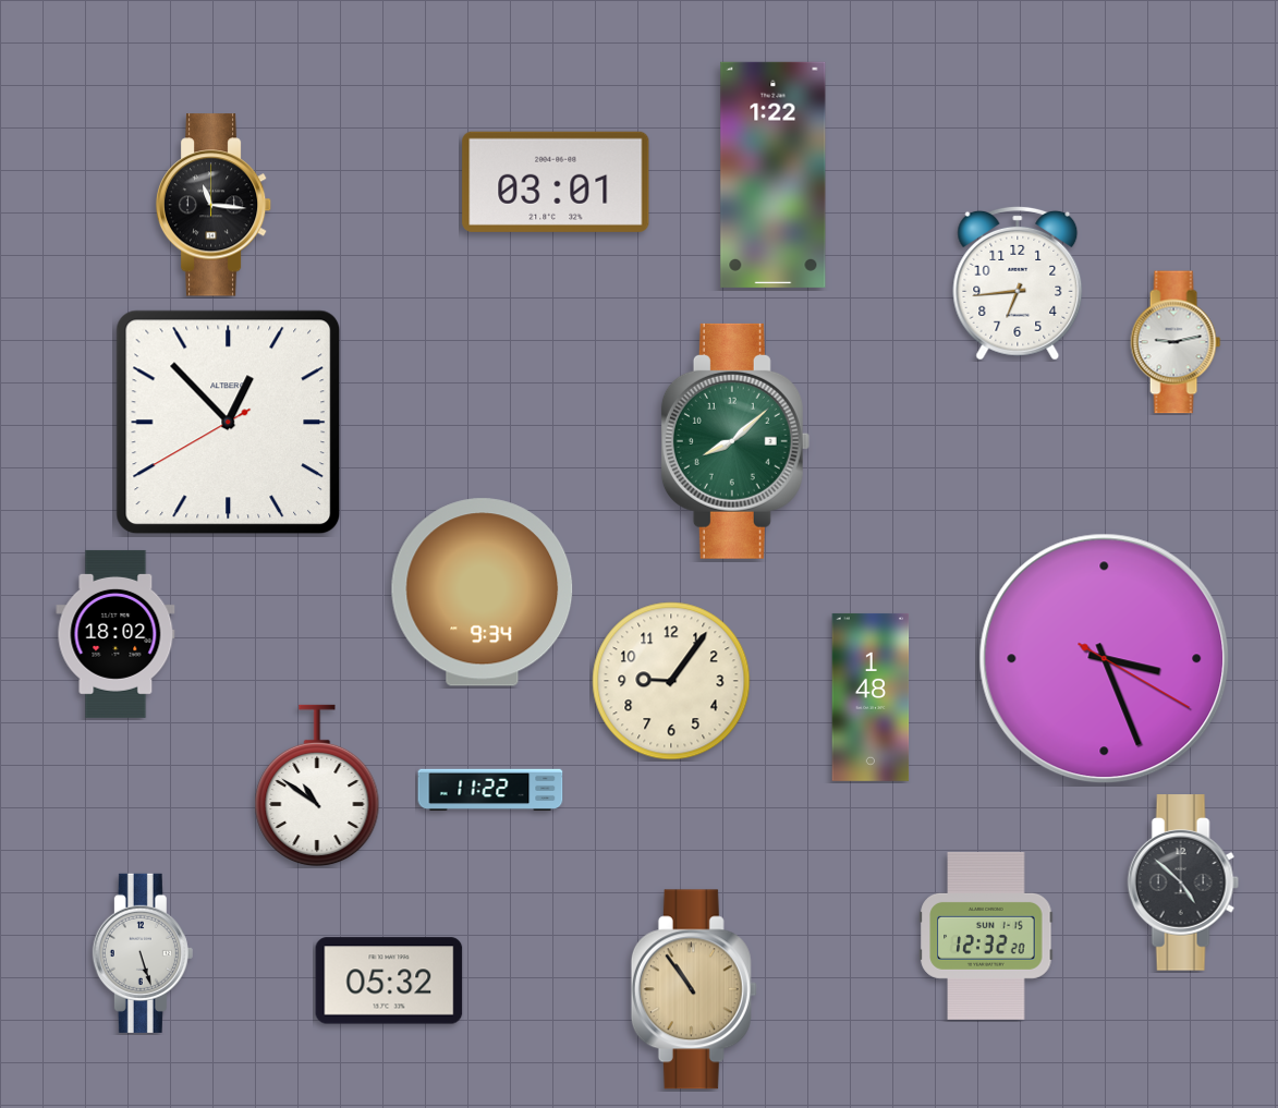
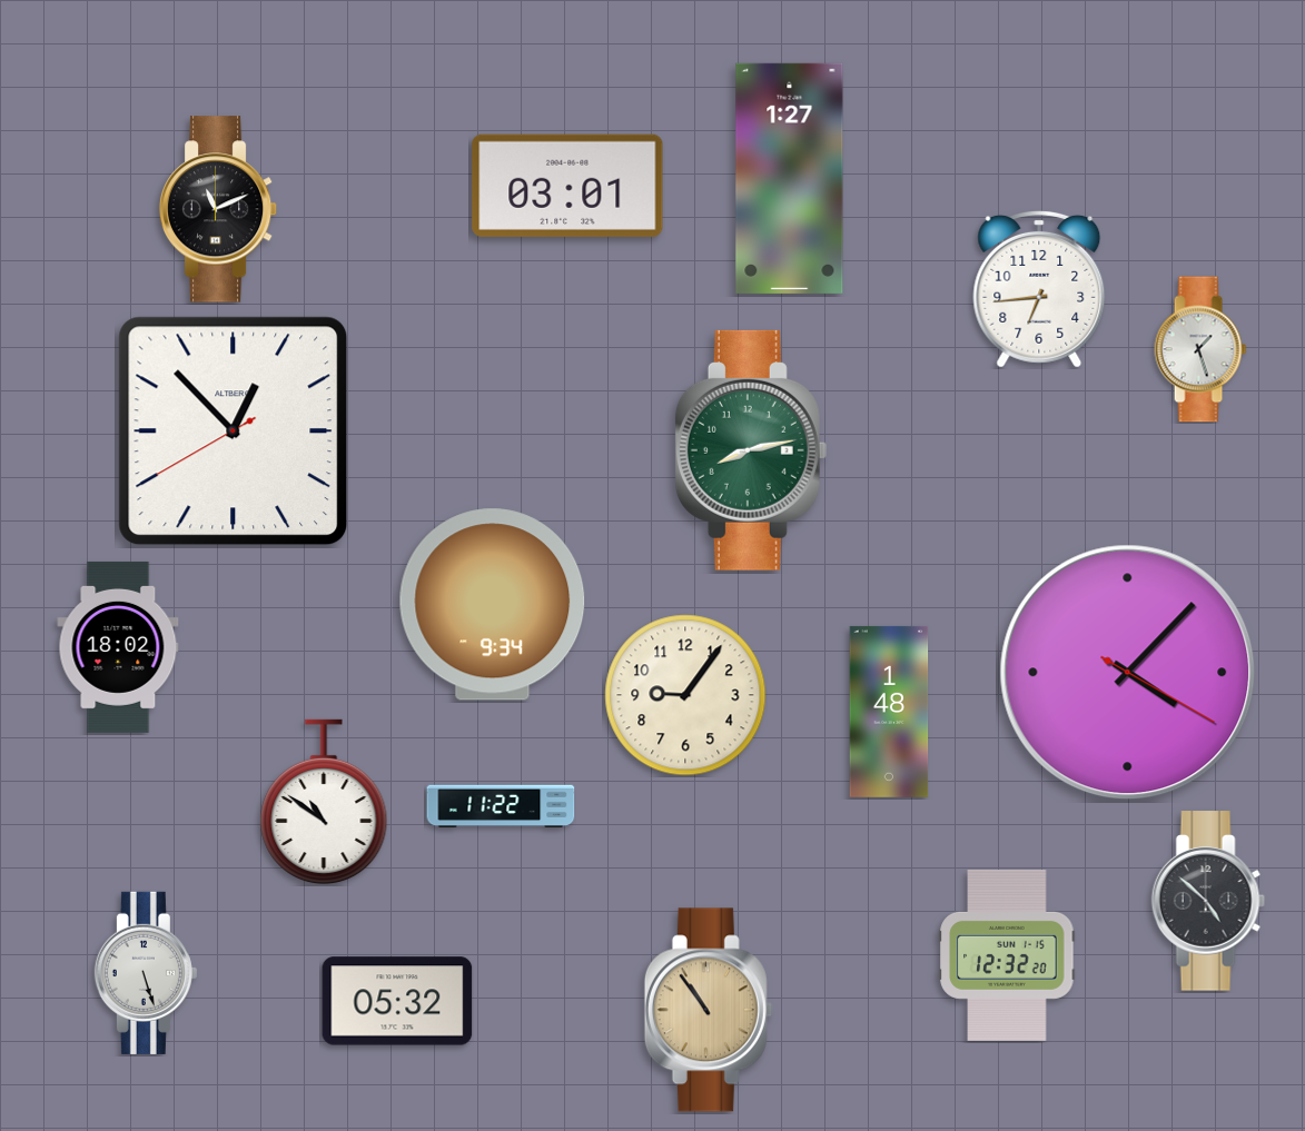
clock at (774, 174): 1:22 -> 1:27
clock at (214, 205): 11:16 -> 11:11
clock at (1176, 342): 9:13 -> 1:27
clock at (735, 441): 8:08 -> 8:13
clock at (1105, 659): 3:26 -> 4:07
